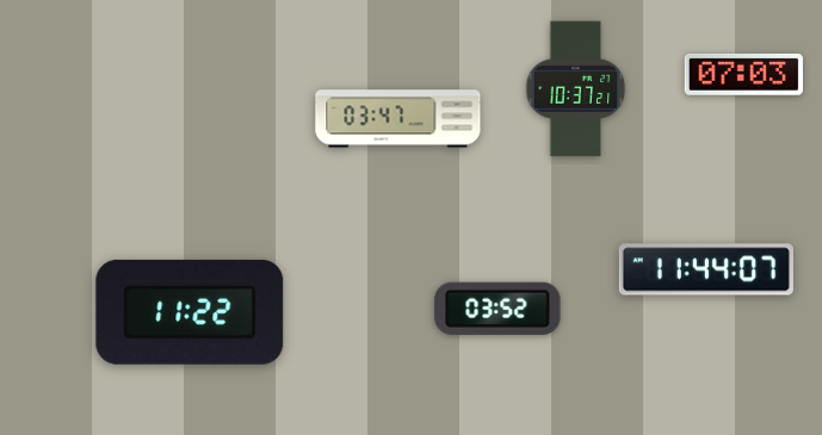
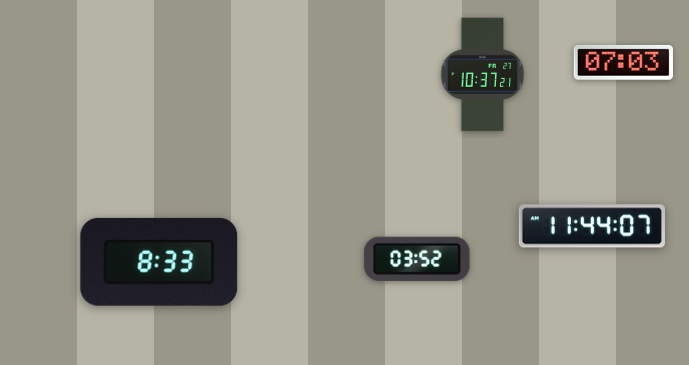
clock at (398, 119): 03:47 -> none
clock at (190, 312): 11:22 -> 8:33
